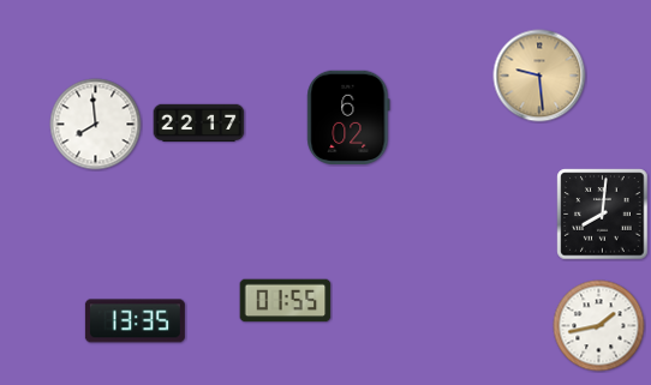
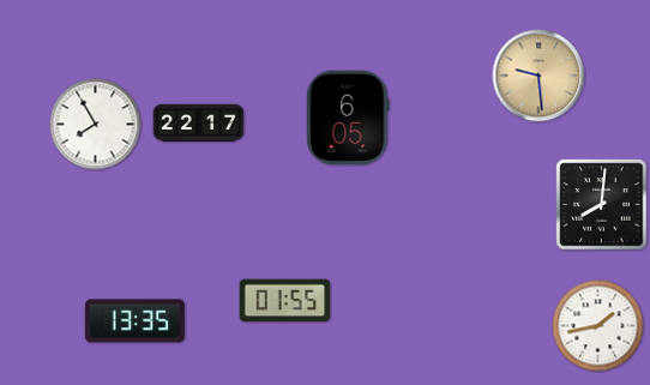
clock at (348, 118): 6:02 -> 6:05
clock at (96, 125): 7:59 -> 7:55
clock at (603, 215) position: (603, 215) -> (602, 205)
